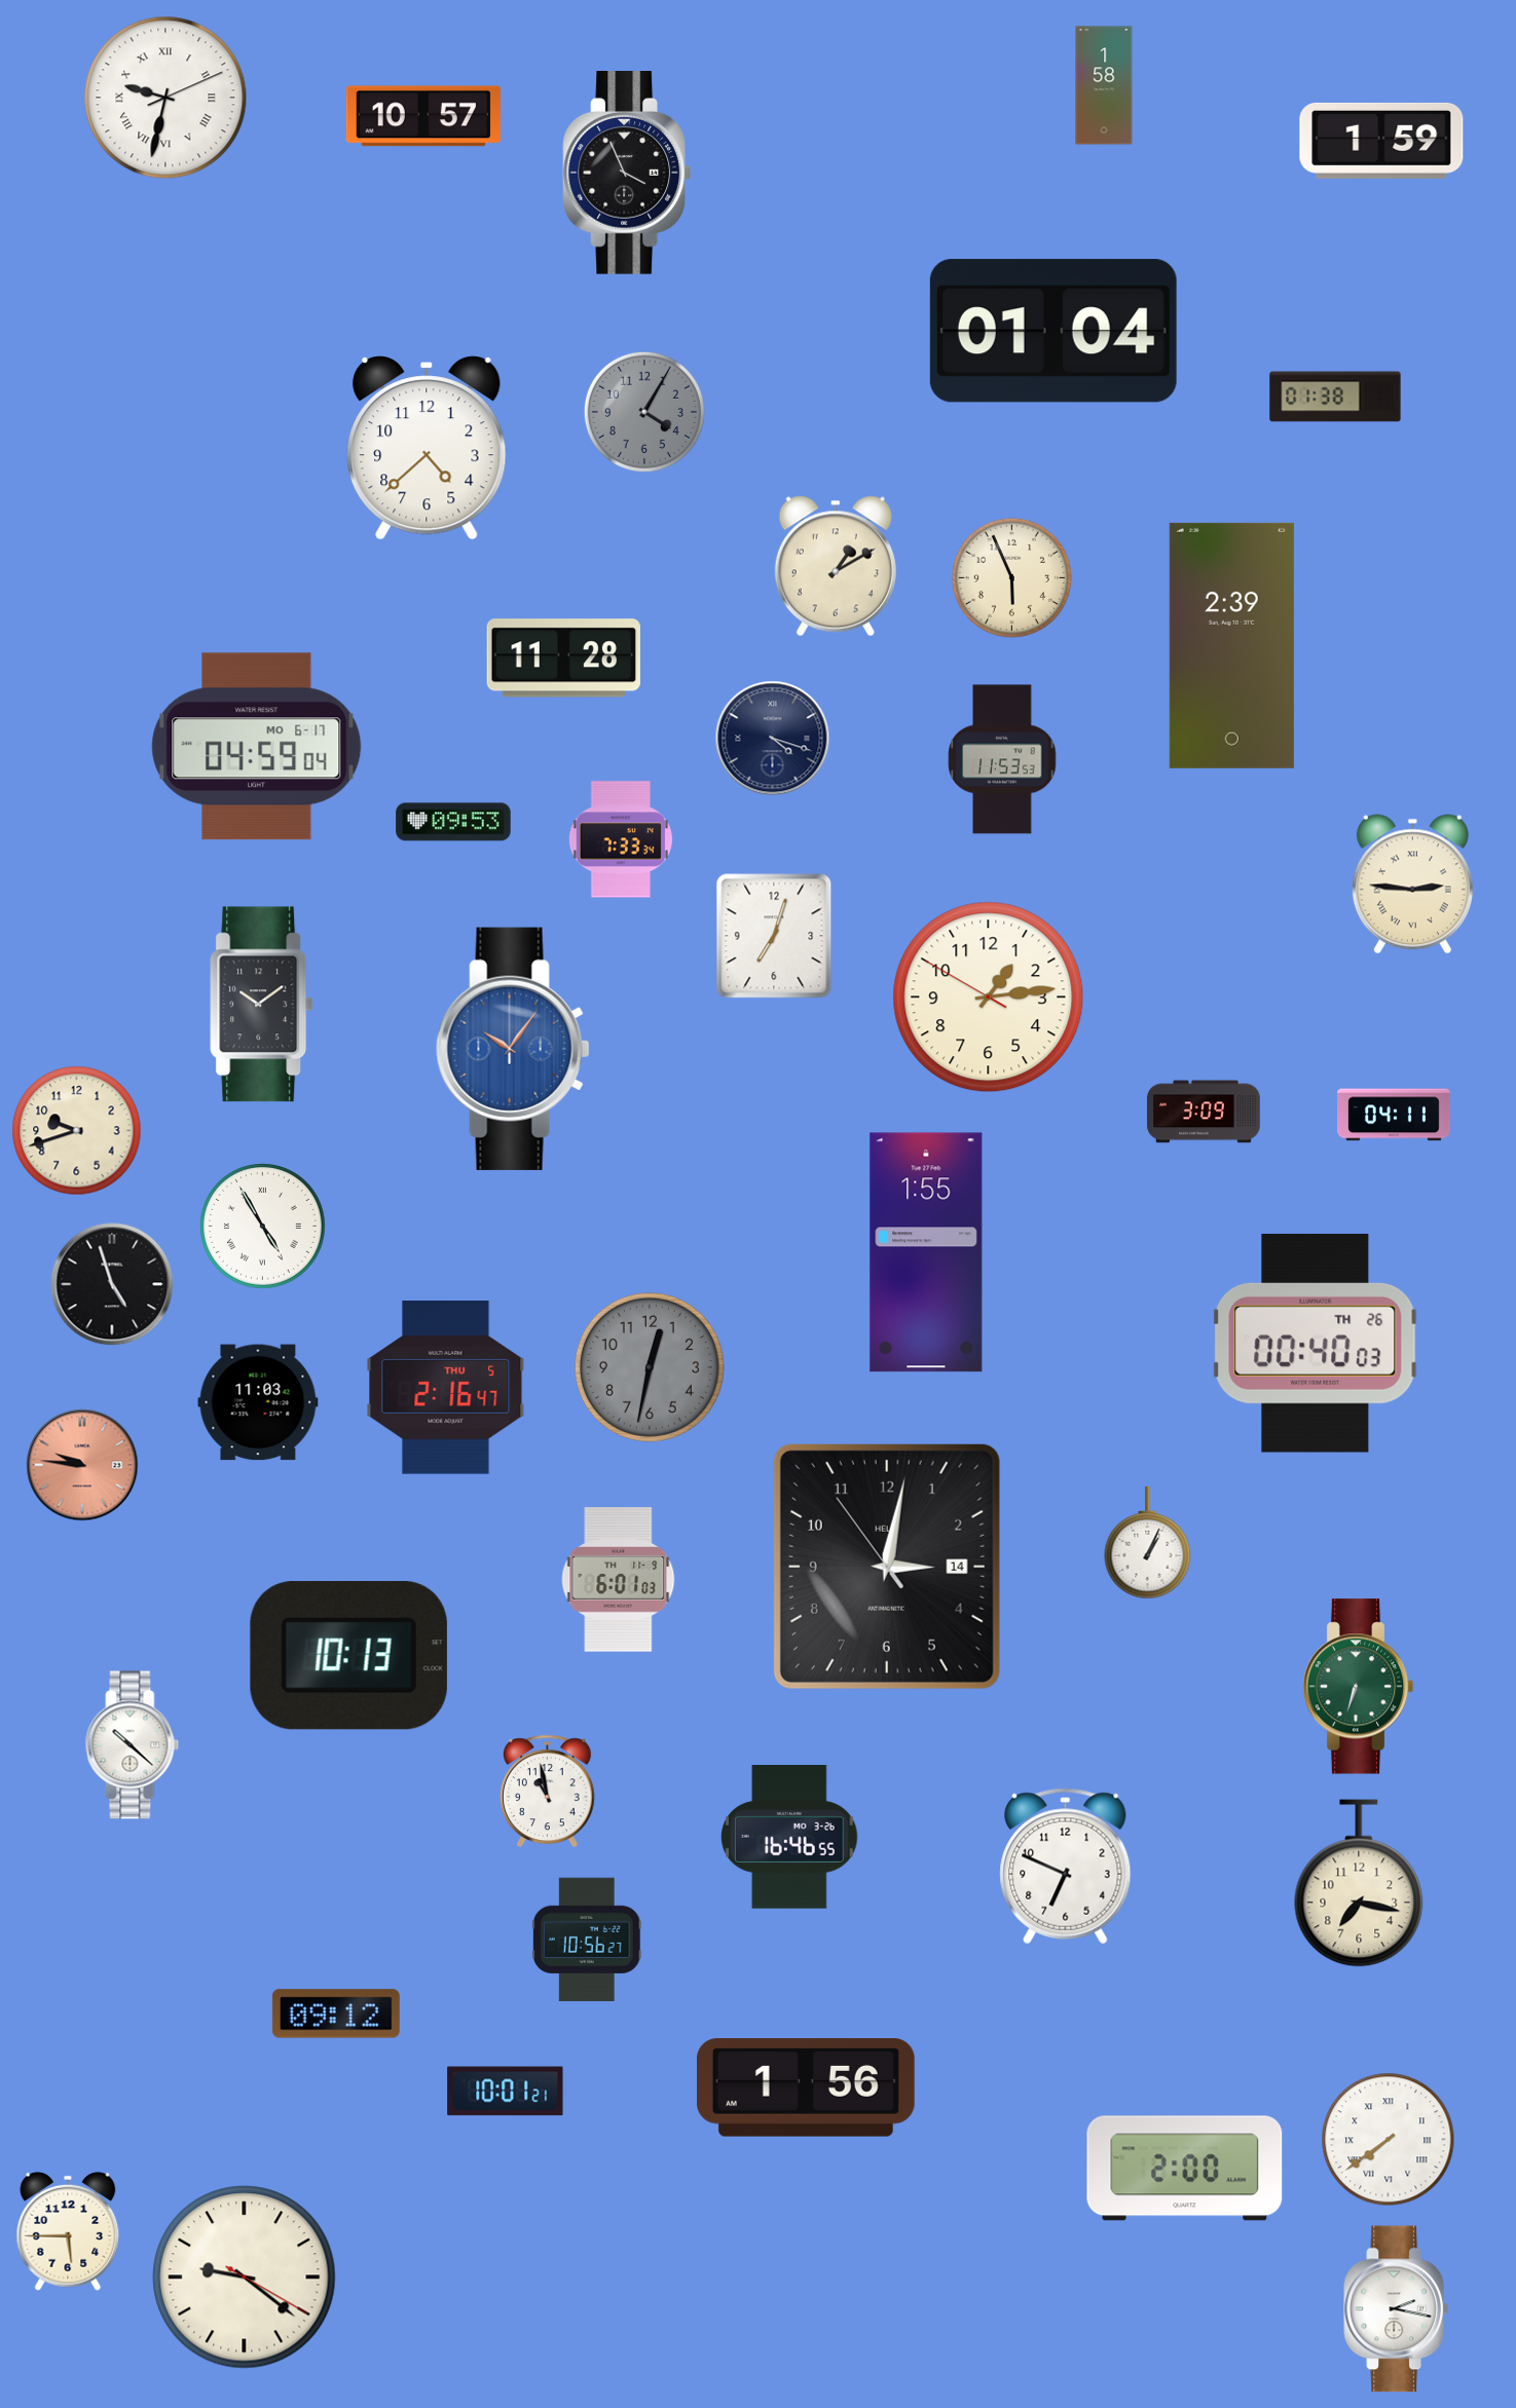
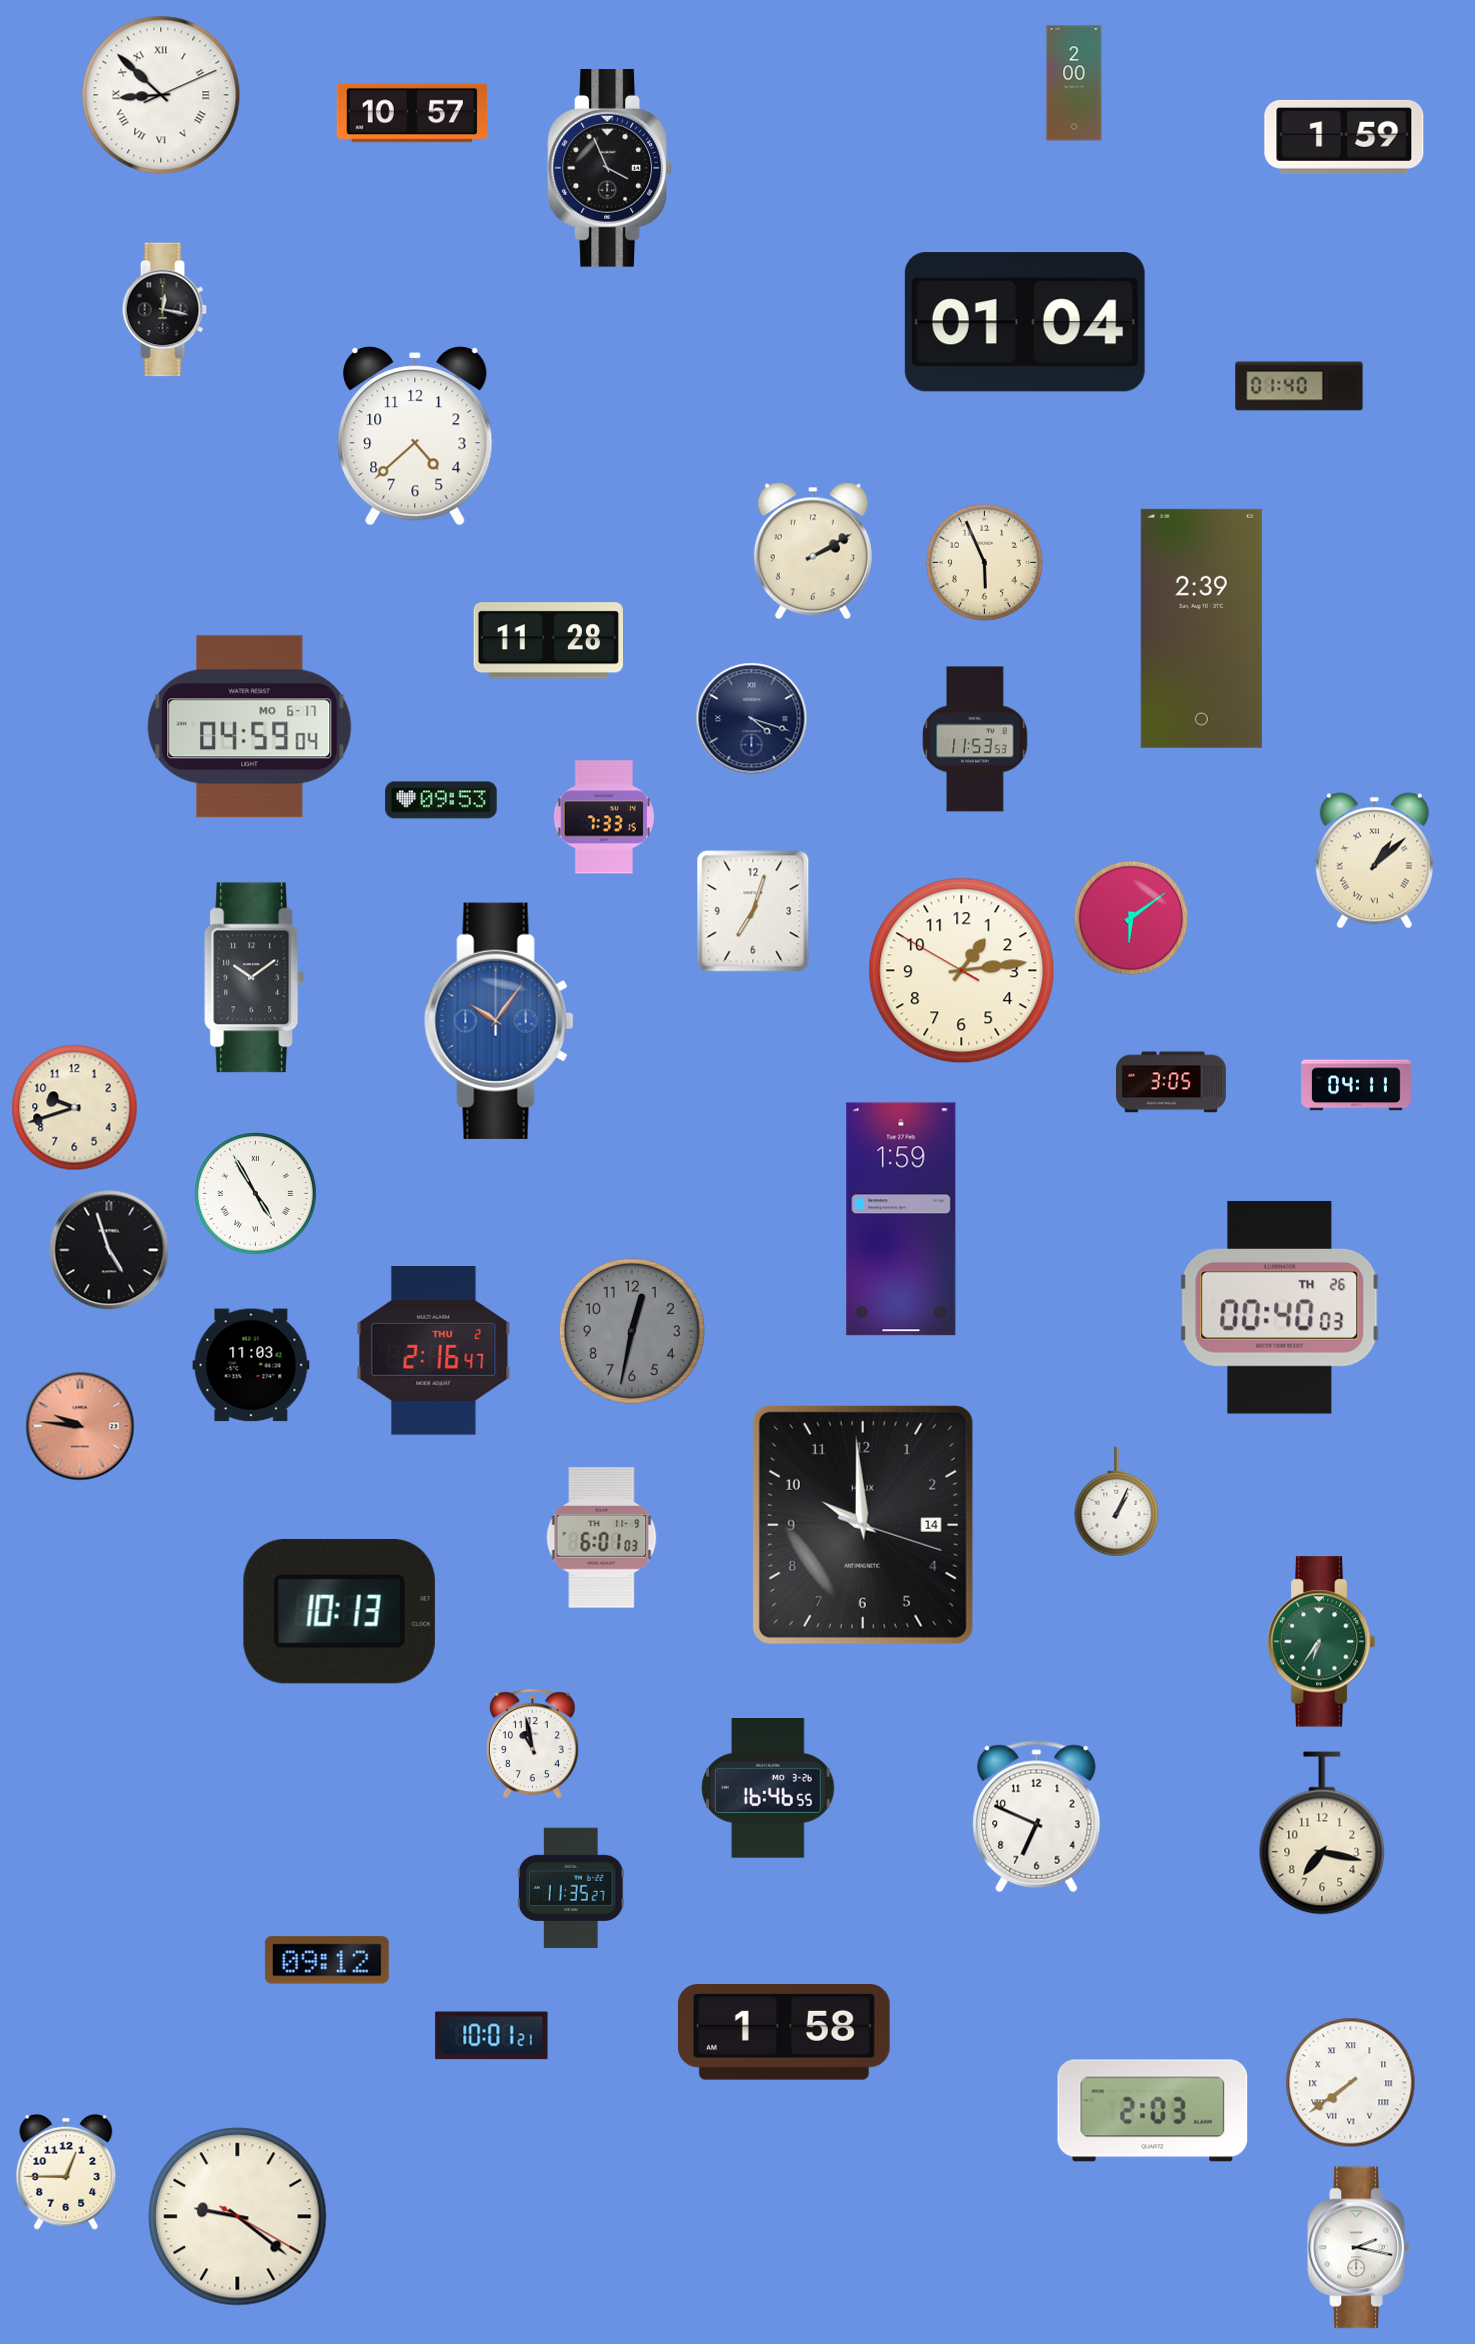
clock at (1104, 85): 1:58 -> 2:00
clock at (165, 98): 9:32 -> 8:52
clock at (164, 310): none -> 12:17
clock at (1335, 397): 01:38 -> 01:40
clock at (644, 412): 4:05 -> none
clock at (836, 566): 1:10 -> 2:10
clock at (1231, 645) position: (1231, 645) -> (1201, 628)
clock at (621, 839): 7:33:34 -> 7:33:15
clock at (1412, 885): 2:46 -> 1:08
clock at (1131, 918): none -> 6:09
clock at (1205, 1112): 3:09 -> 3:05
clock at (77, 1131) position: (77, 1131) -> (75, 1108)
clock at (926, 1252): 1:55 -> 1:59
clock at (446, 1388) date: THU 5 -> THU 2
clock at (887, 1567): 3:01 -> 9:59
clock at (1358, 1687): 6:33 -> 6:36
clock at (133, 1745): 10:22 -> none
clock at (587, 1940): 10:56 -> 11:35
clock at (806, 2087): 1:56 -> 1:58
clock at (1185, 2169): 2:00 -> 2:03
clock at (68, 2231): 5:45 -> 12:45
